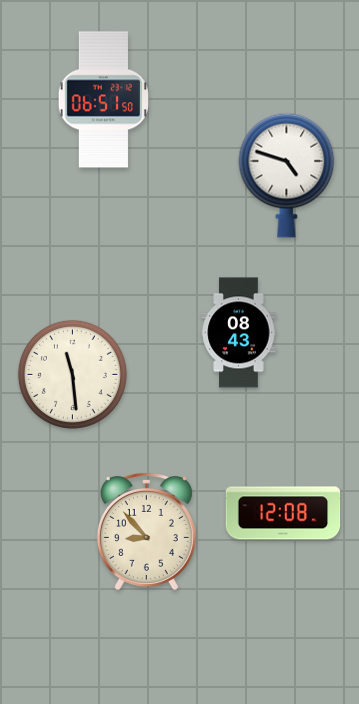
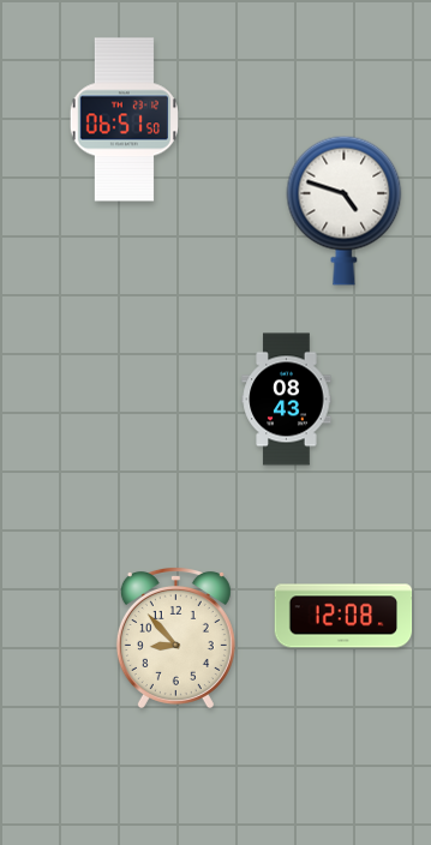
clock at (72, 374): 11:29 -> none
clock at (283, 513) position: (283, 513) -> (343, 616)
